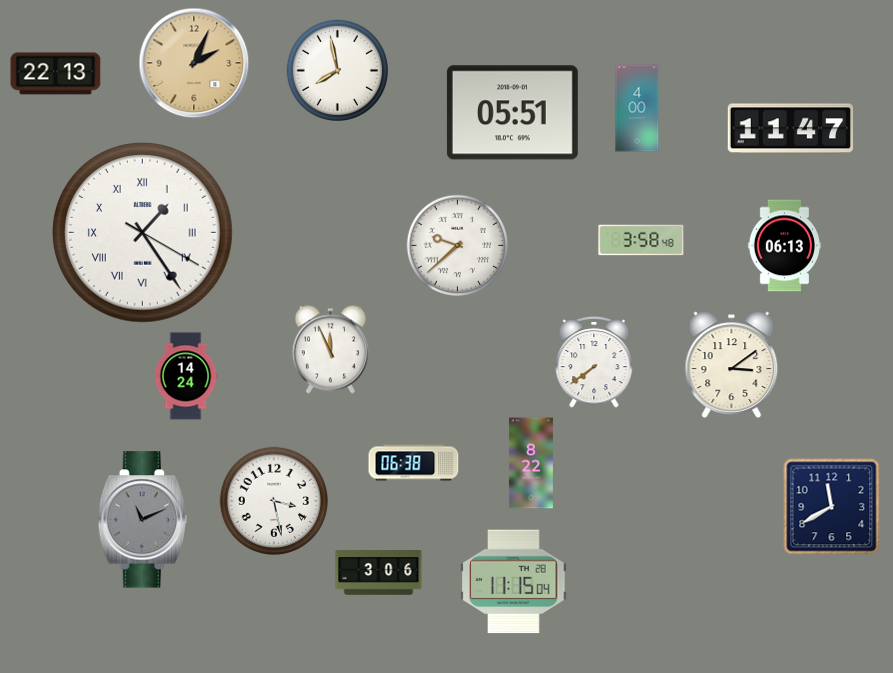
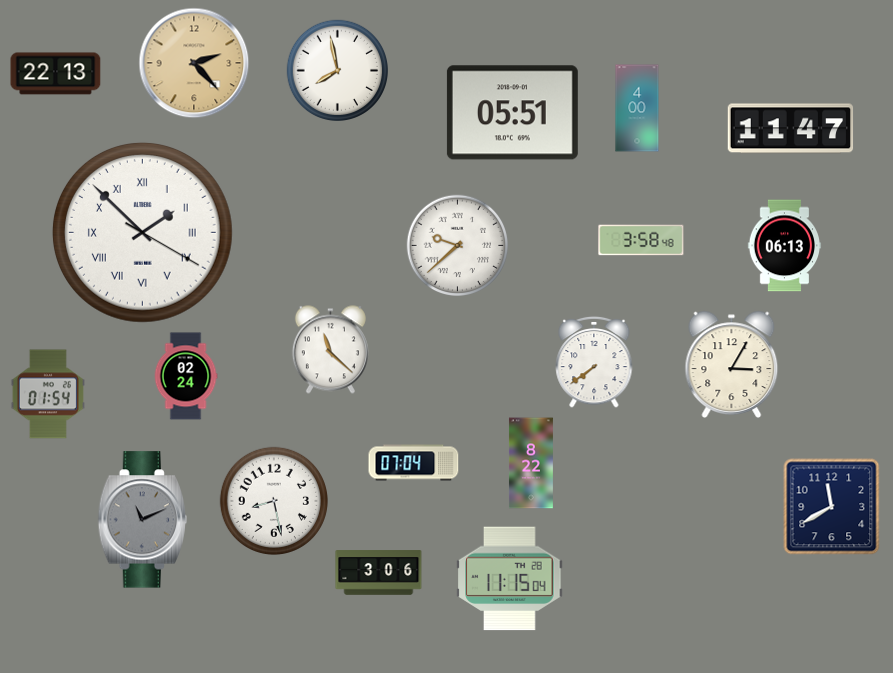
clock at (194, 63): 2:04 -> 2:23
clock at (142, 232): 1:24 -> 1:52
clock at (330, 350): 11:56 -> 11:22
clock at (732, 364): 3:09 -> 3:05
clock at (186, 376): 14:24 -> 02:24
clock at (48, 394): none -> 01:54
clock at (414, 463): 06:38 -> 07:04
clock at (274, 501): 3:28 -> 8:28
clock at (514, 582) position: (514, 582) -> (510, 579)
